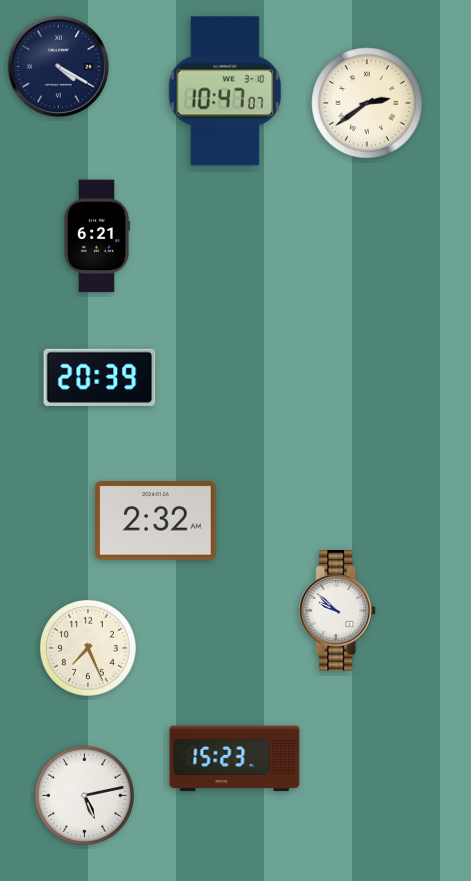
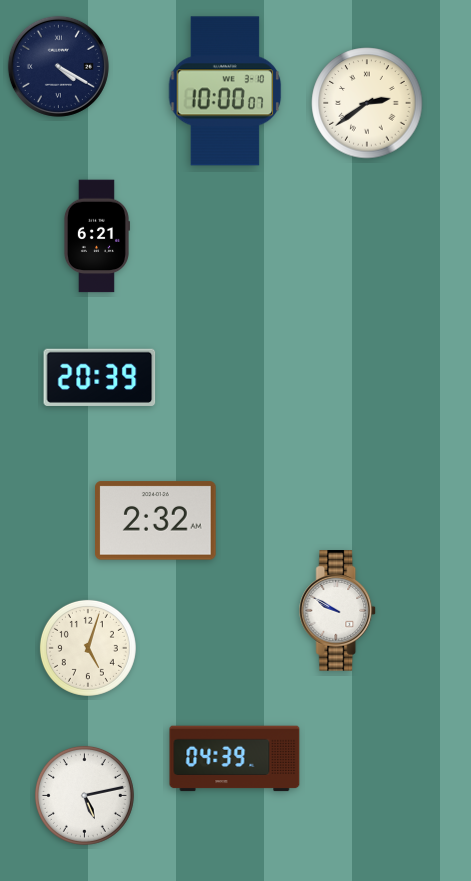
clock at (225, 91): 10:47 -> 10:00
clock at (338, 611): 9:52 -> 9:50
clock at (88, 648): 7:26 -> 5:03
clock at (235, 759): 15:23 -> 04:39
